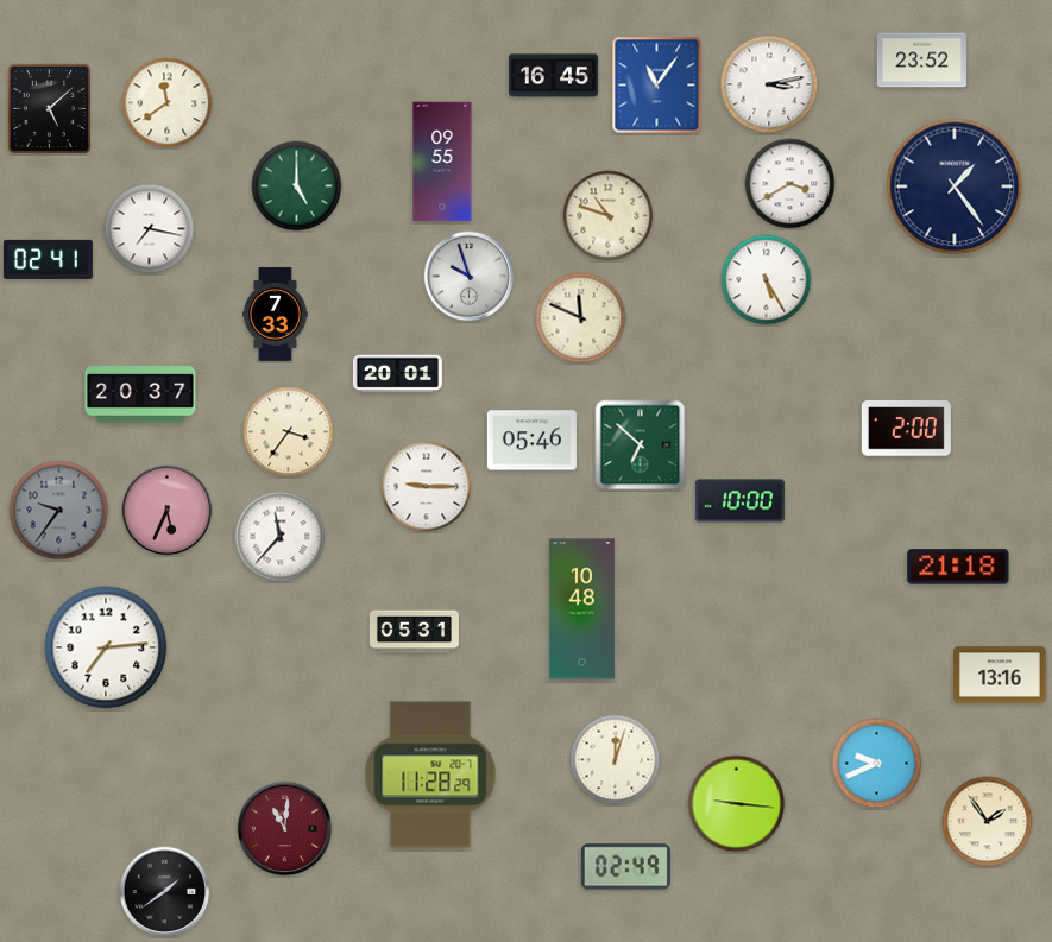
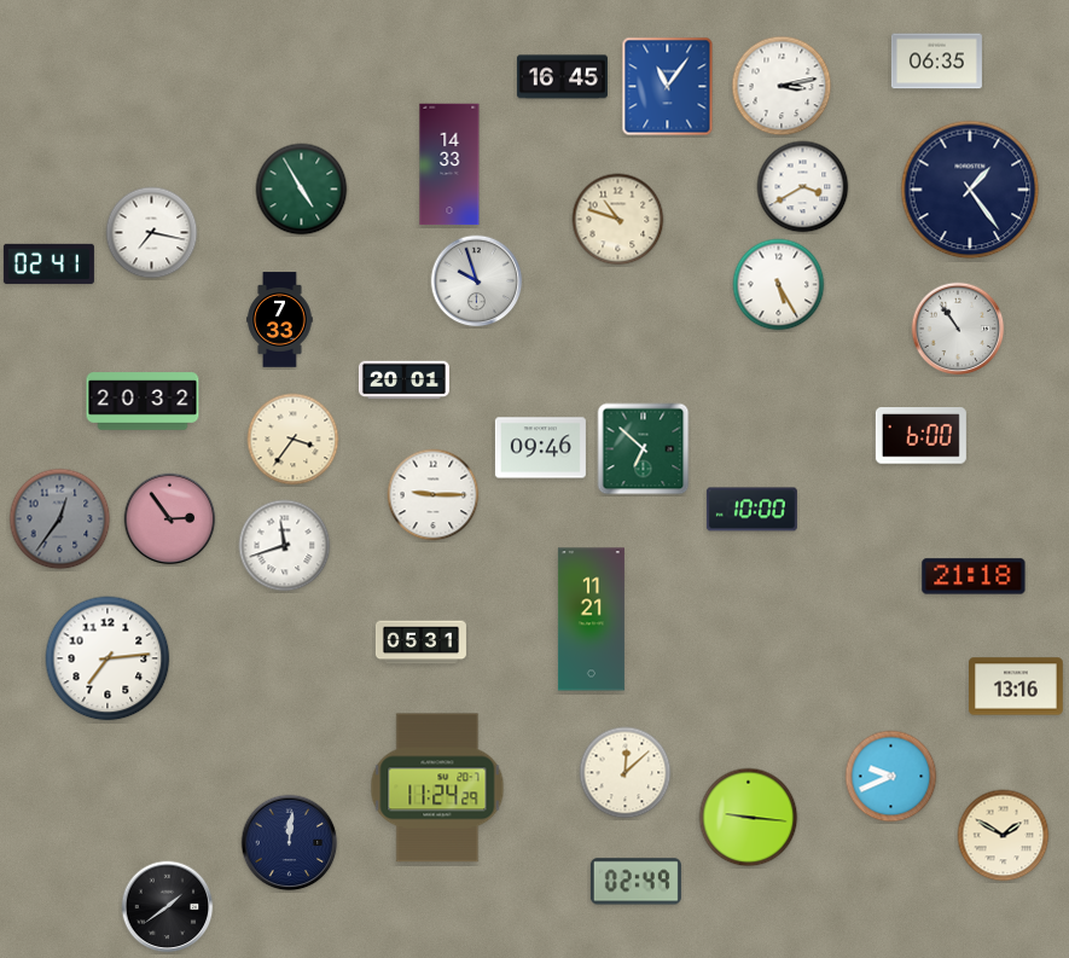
clock at (921, 61): 23:52 -> 06:35
clock at (168, 103): 11:39 -> none
clock at (49, 108): 5:08 -> none
clock at (442, 162): 09:55 -> 14:33
clock at (297, 186): 5:00 -> 4:55
clock at (581, 318): 11:49 -> none
clock at (958, 329): none -> 10:54
clock at (140, 394): 20:37 -> 20:32
clock at (906, 429): 2:00 -> 6:00
clock at (531, 441): 05:46 -> 09:46
clock at (641, 445) position: (641, 445) -> (644, 449)
clock at (59, 511): 9:36 -> 12:36
clock at (168, 511): 5:34 -> 2:54
clock at (281, 537): 11:37 -> 11:42
clock at (581, 609): 10:48 -> 11:21
clock at (616, 760): 12:03 -> 12:08
clock at (430, 775): 11:28 -> 11:24
clock at (988, 822): 1:54 -> 1:50
clock at (285, 829): 11:01 -> 12:01
clock at (285, 829) dial: burgundy -> navy
